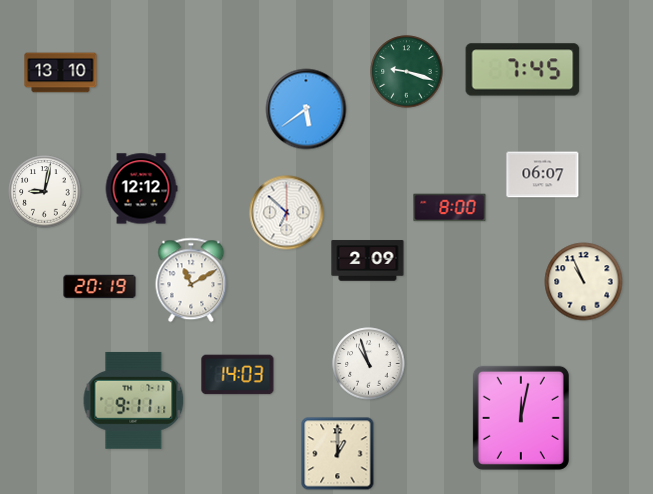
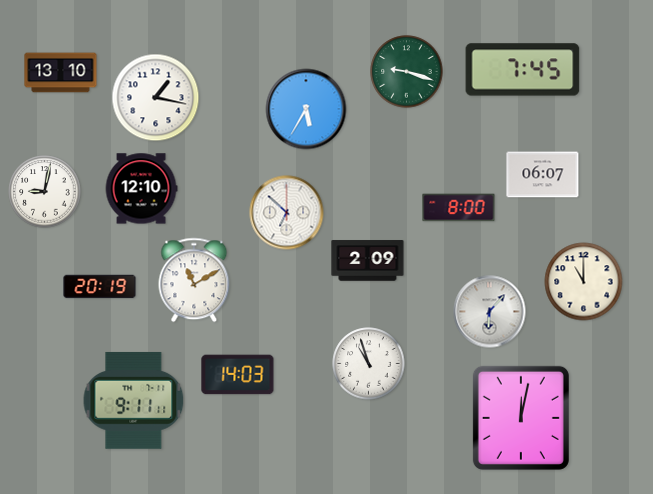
clock at (156, 98): none -> 1:17
clock at (306, 109): 5:39 -> 5:35
clock at (141, 189): 12:12 -> 12:10
clock at (450, 208) position: (450, 208) -> (459, 208)
clock at (191, 280) position: (191, 280) -> (194, 280)
clock at (584, 282): 10:56 -> 11:00
clock at (490, 312): none -> 6:07
clock at (338, 454): 1:00 -> none
